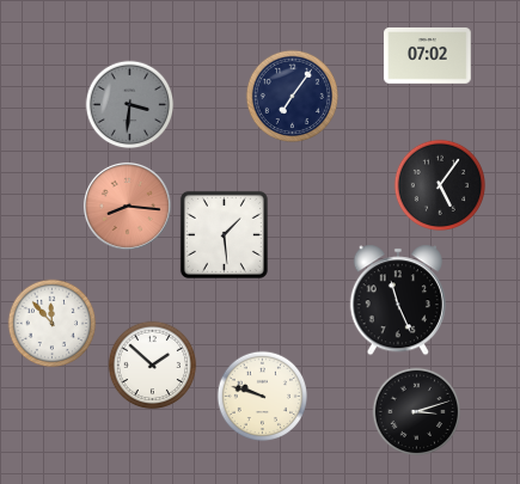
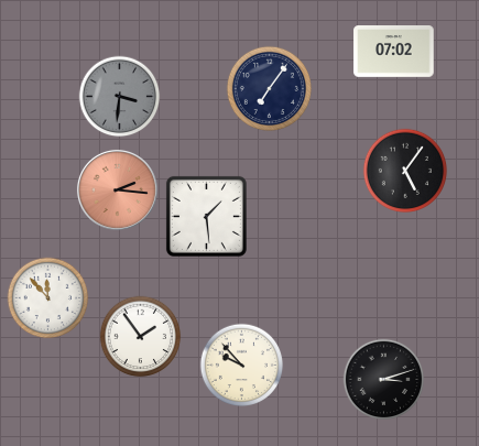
clock at (127, 206): 8:16 -> 2:16
clock at (398, 300): 11:26 -> none
clock at (153, 366): 1:52 -> 1:54
clock at (263, 397): 9:48 -> 9:53
